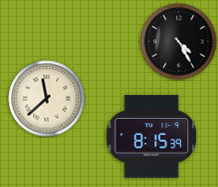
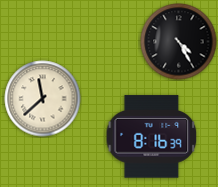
clock at (47, 99) position: (47, 99) -> (43, 99)
clock at (152, 137): 8:15 -> 8:16
